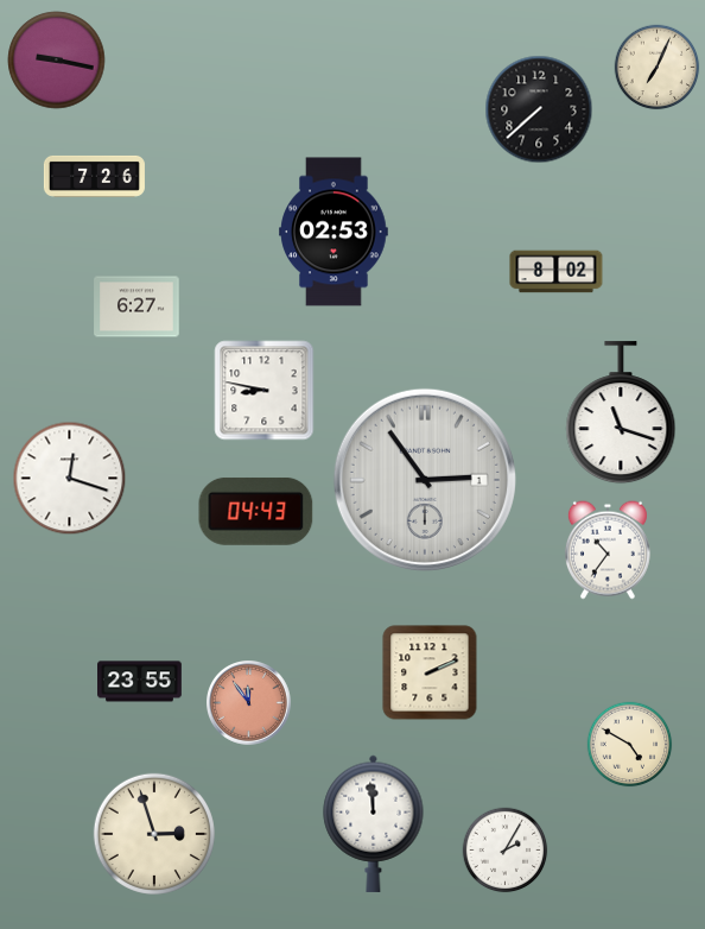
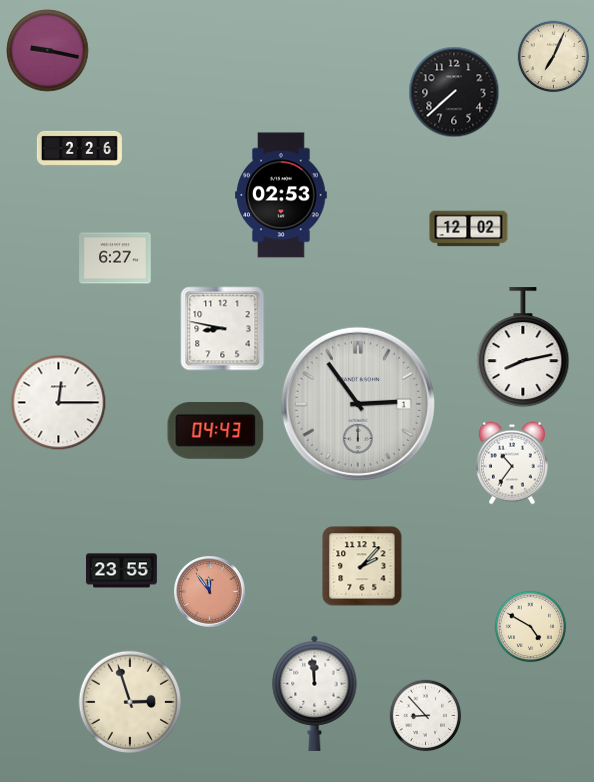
clock at (94, 176): 7:26 -> 2:26
clock at (557, 272): 8:02 -> 12:02
clock at (621, 413): 11:18 -> 8:13
clock at (70, 479): 12:18 -> 12:15
clock at (430, 672): 2:11 -> 2:07
clock at (140, 682) position: (140, 682) -> (122, 571)
clock at (506, 851): 2:05 -> 8:53
